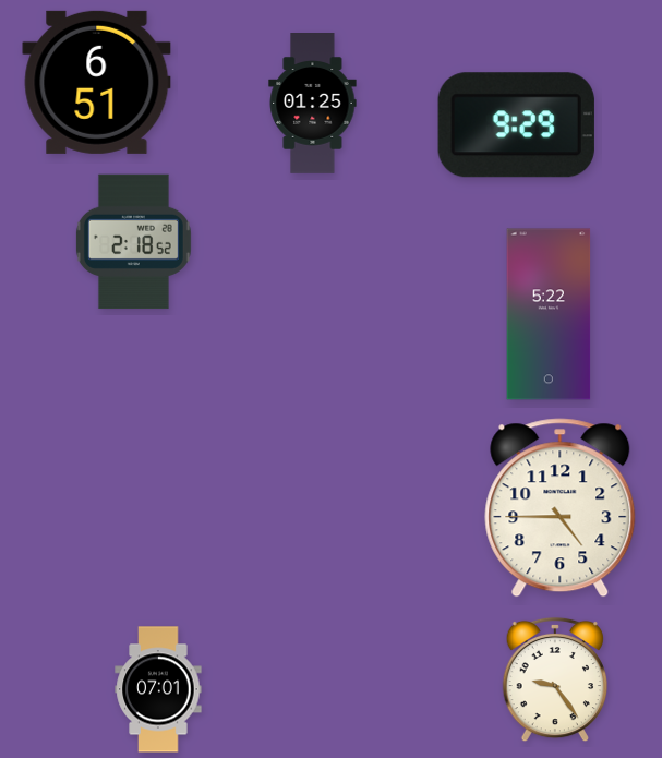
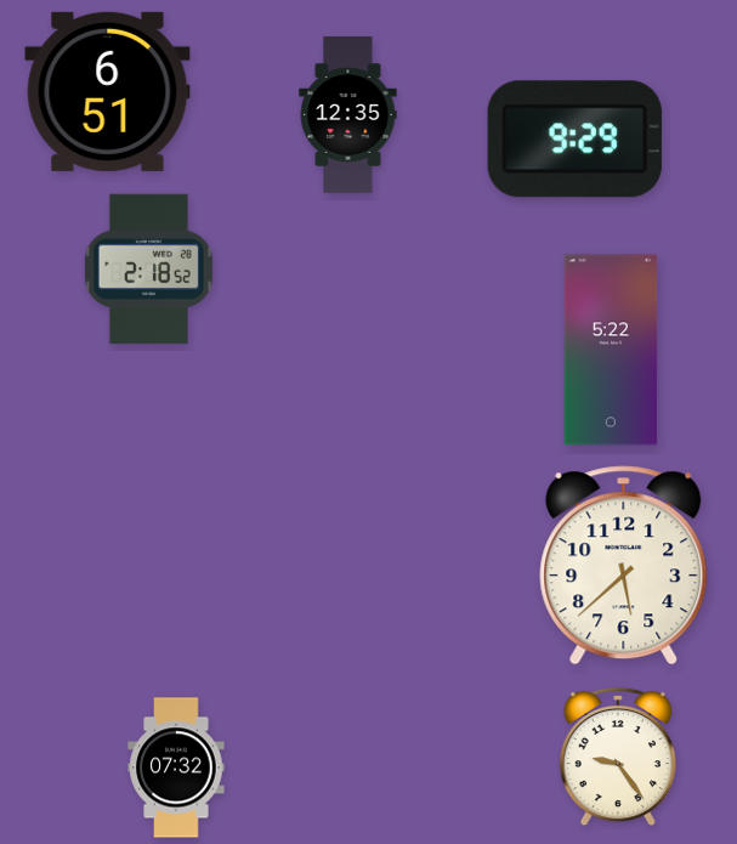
clock at (313, 104): 01:25 -> 12:35
clock at (561, 508): 4:45 -> 5:38
clock at (158, 689): 07:01 -> 07:32
